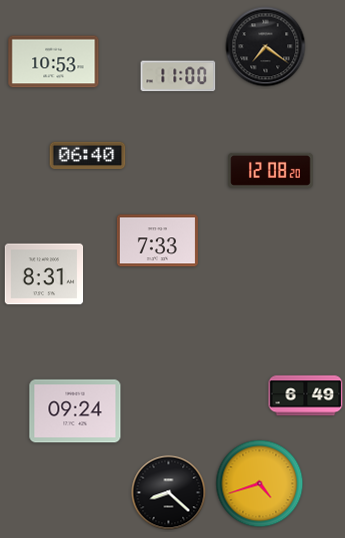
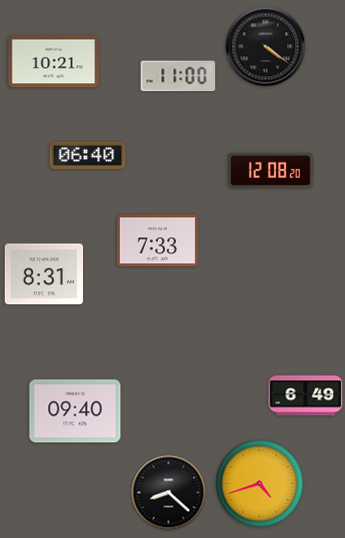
clock at (266, 47): 7:21 -> 4:21
clock at (54, 62): 10:53 -> 10:21
clock at (75, 411): 09:24 -> 09:40
